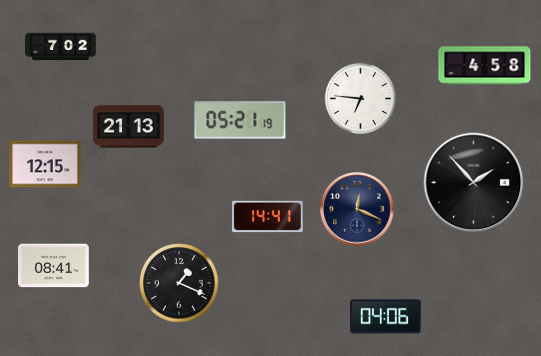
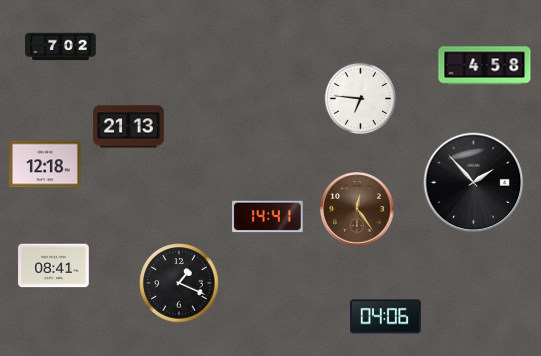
clock at (240, 120): 05:21 -> none
clock at (45, 164): 12:15 -> 12:18
clock at (357, 209): 12:19 -> 12:24
clock at (357, 209) dial: navy -> brown
